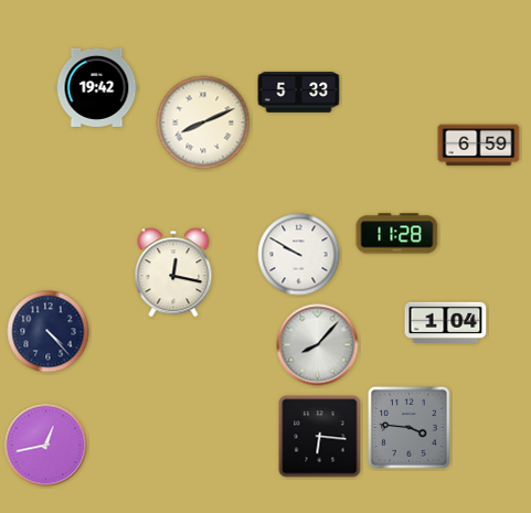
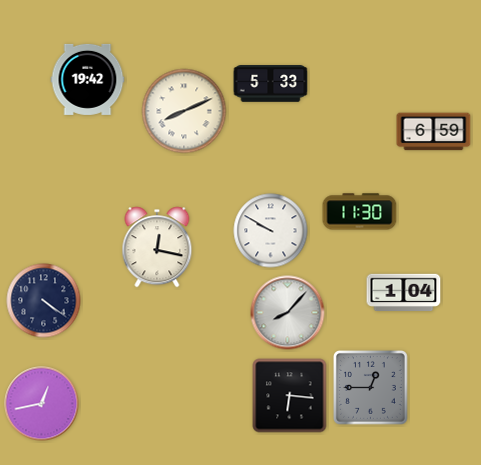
clock at (397, 234): 11:28 -> 11:30
clock at (49, 332): 4:23 -> 4:21
clock at (410, 428): 3:46 -> 12:45
